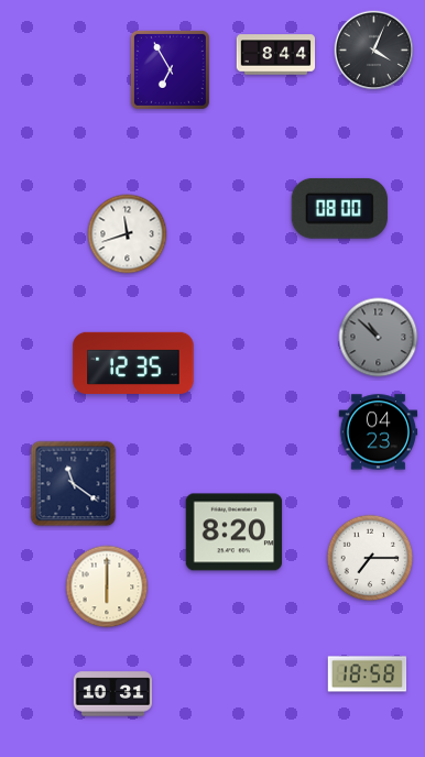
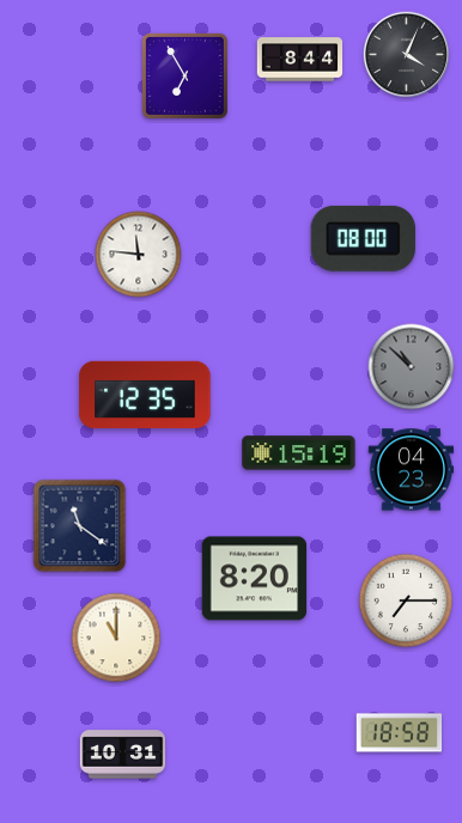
clock at (339, 208) position: (339, 208) -> (363, 238)
clock at (128, 234): 11:42 -> 11:46
clock at (299, 453): none -> 15:19
clock at (370, 558) position: (370, 558) -> (406, 601)
clock at (107, 586): 6:00 -> 11:00
